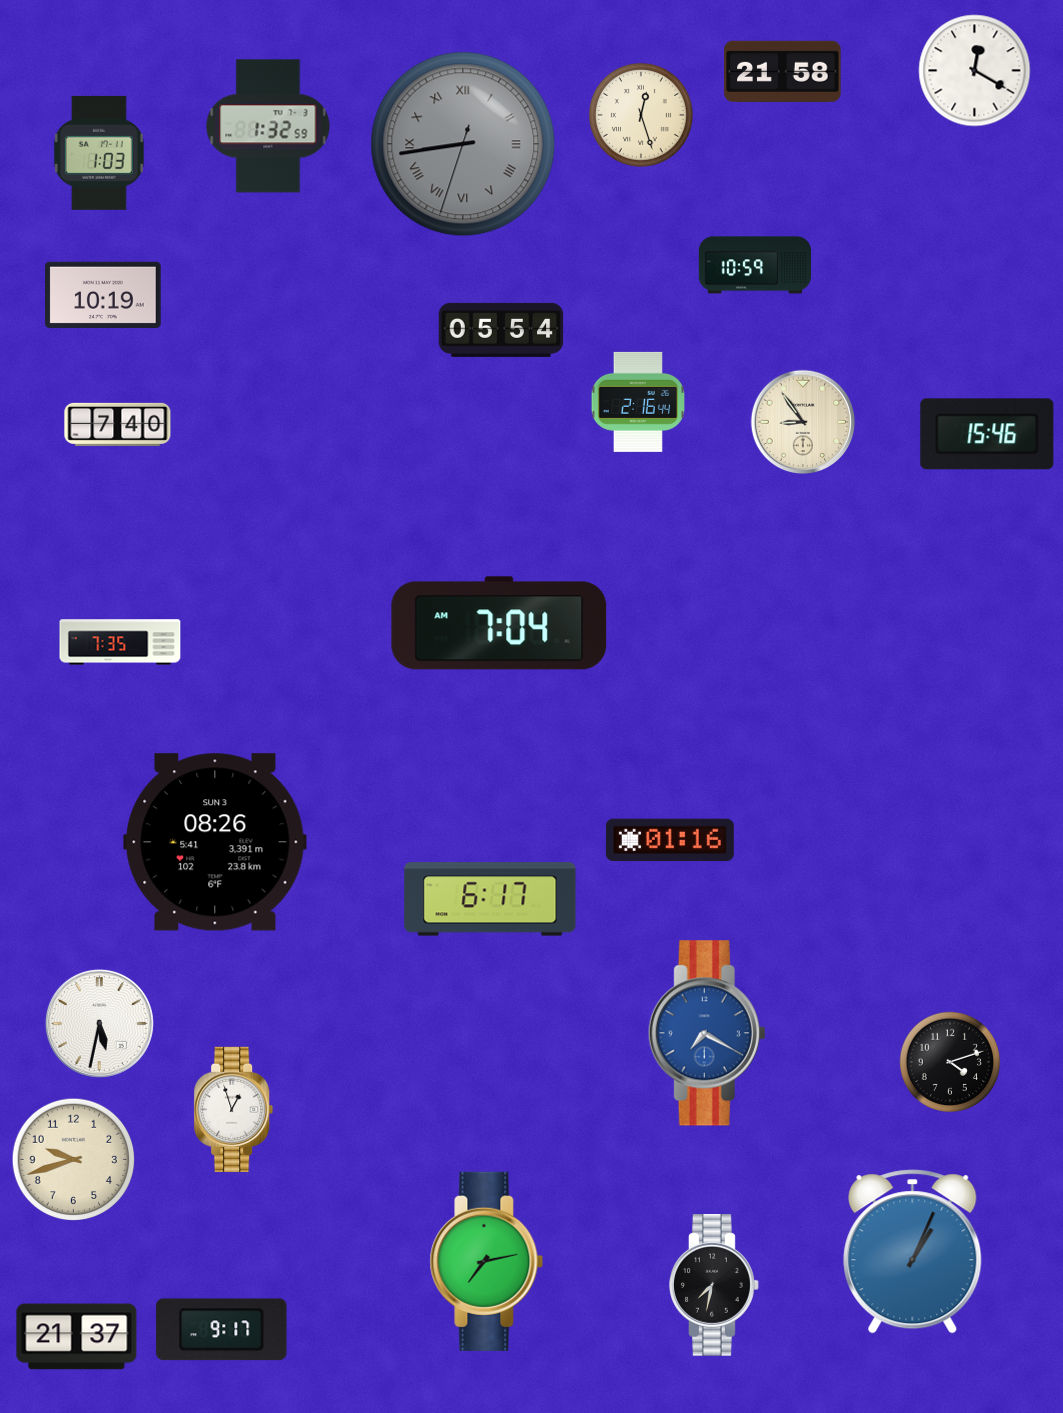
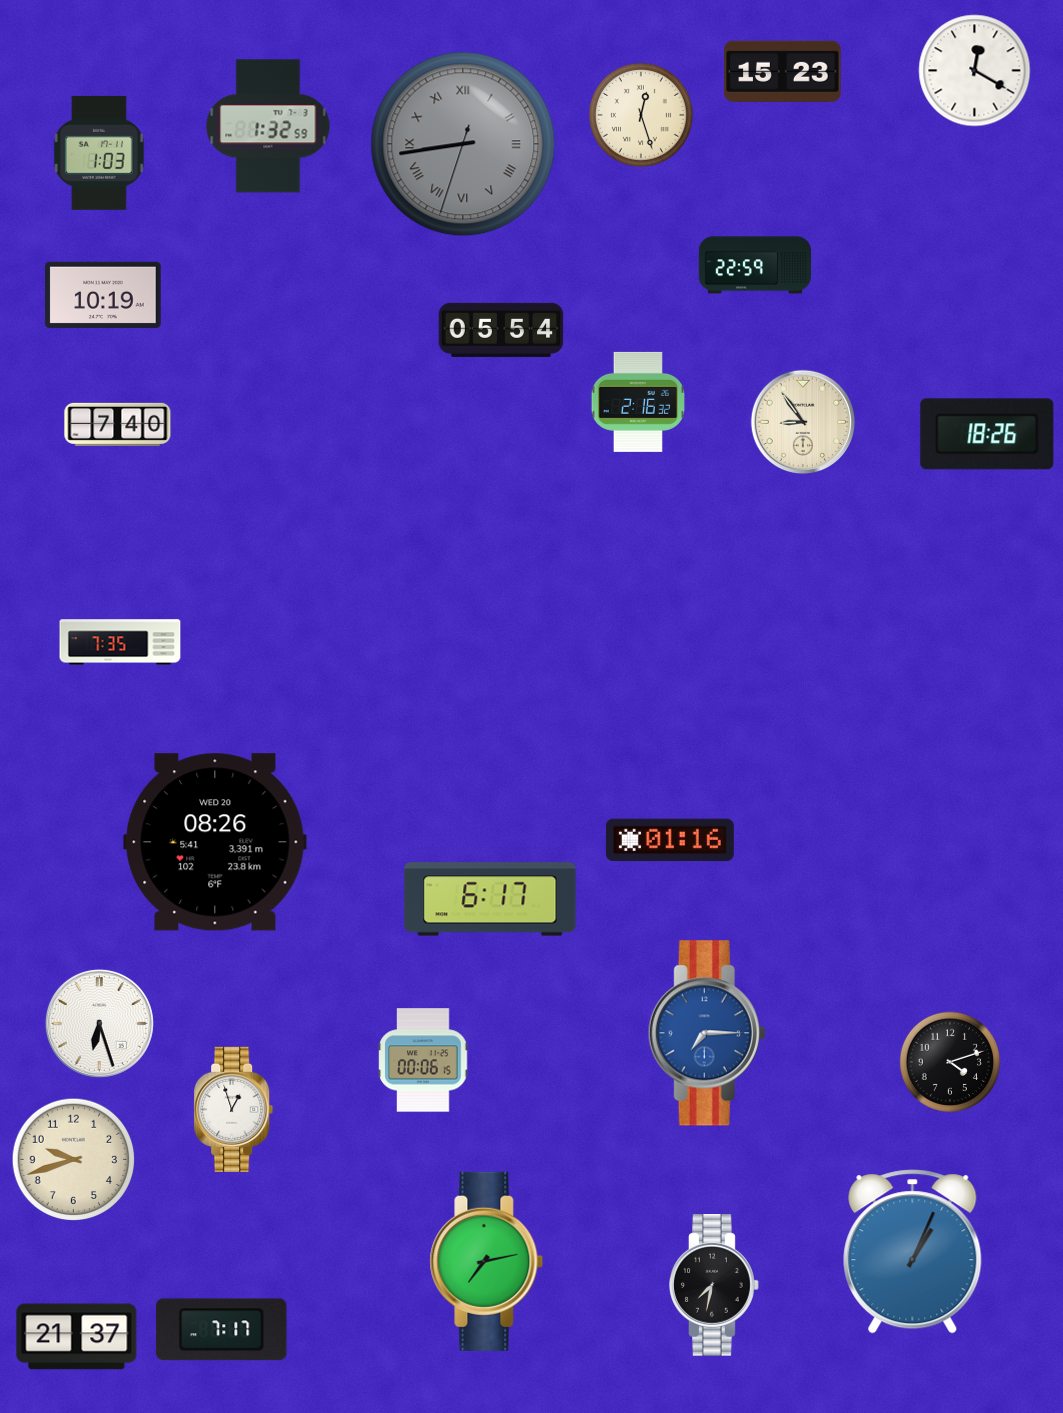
clock at (783, 71): 21:58 -> 15:23
clock at (754, 265): 10:59 -> 22:59
clock at (637, 402): 2:16:44 -> 2:16:32
clock at (987, 434): 15:46 -> 18:26
clock at (499, 623): 7:04 -> none
clock at (215, 842) date: SUN 3 -> WED 20
clock at (99, 1023): 5:32 -> 6:27
clock at (707, 1033): 7:20 -> 7:15
clock at (423, 1060): none -> 00:06
clock at (222, 1330): 9:17 -> 7:17
